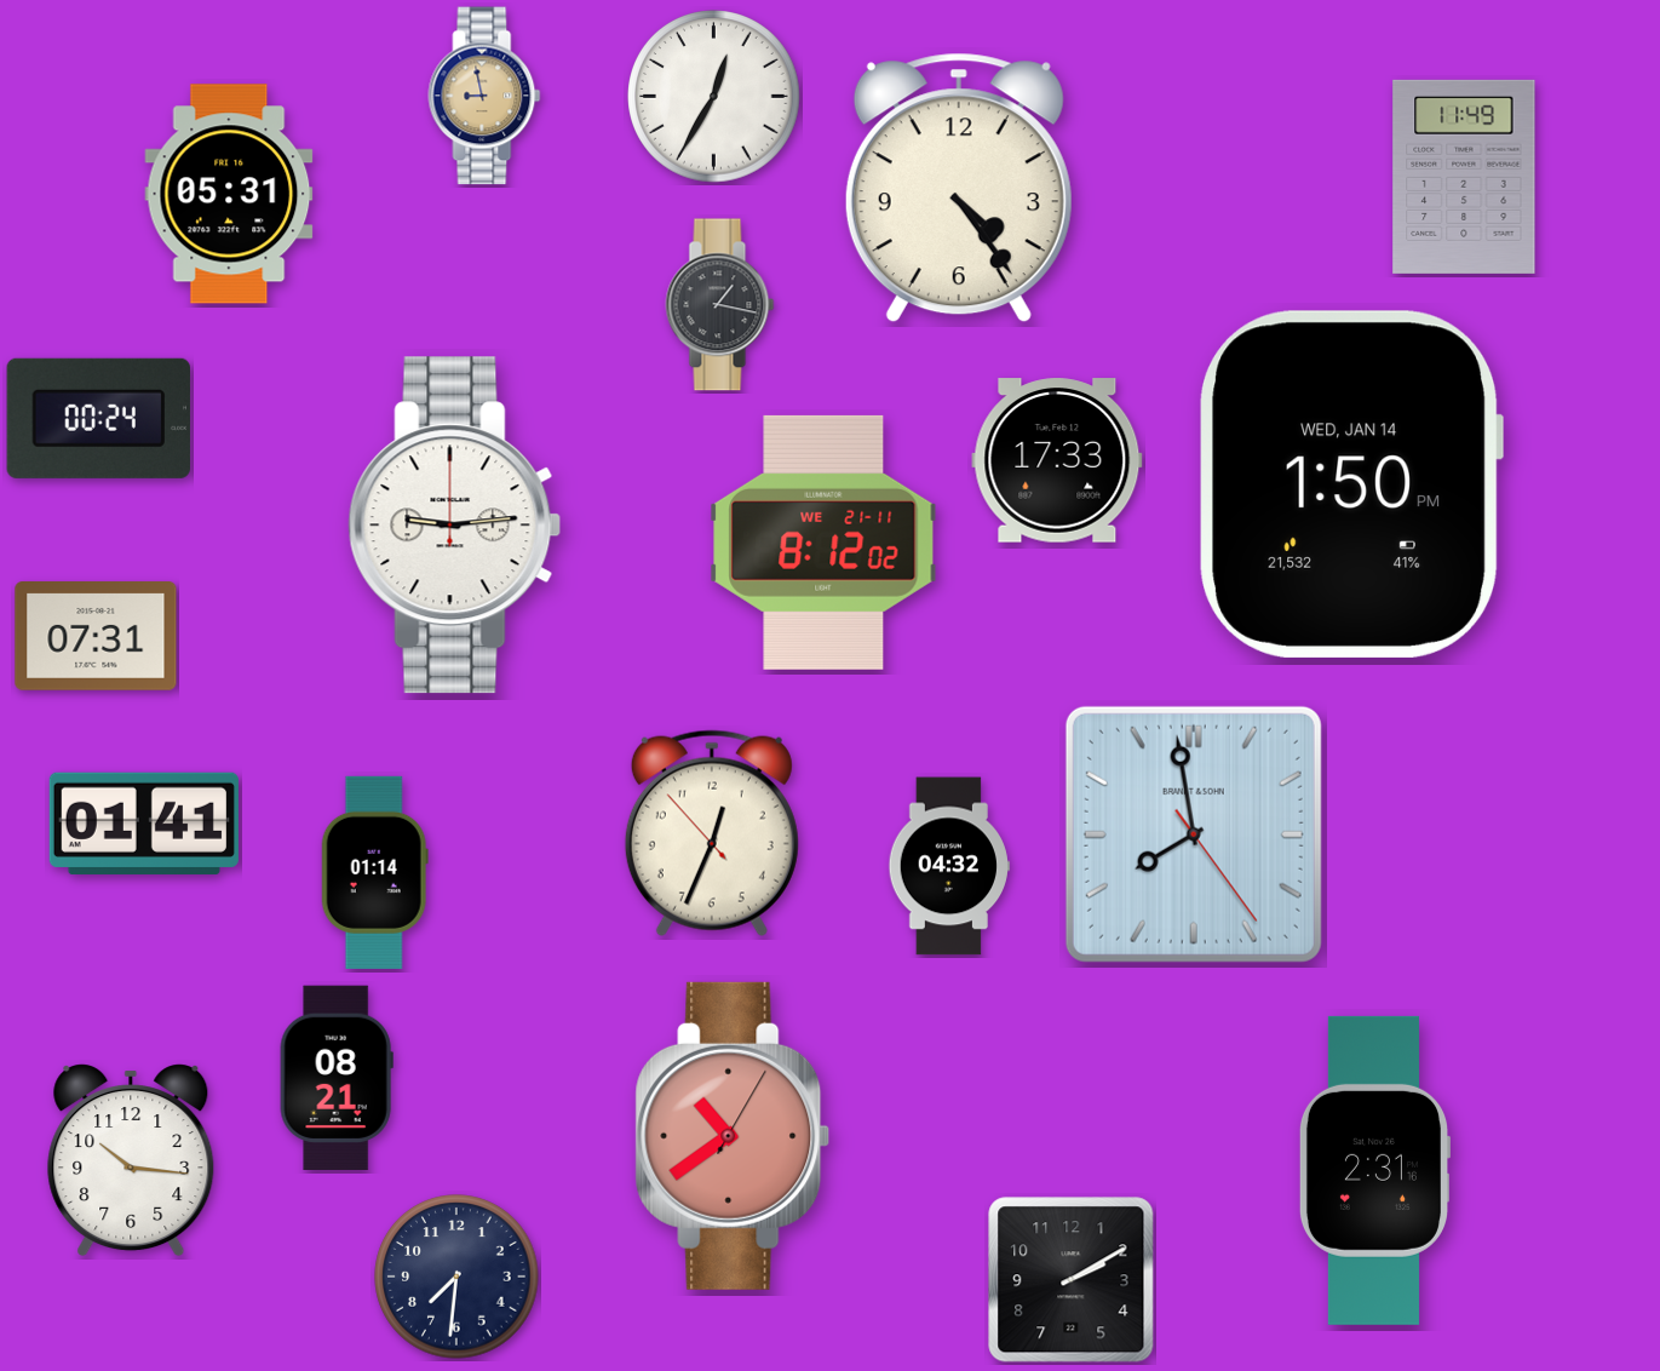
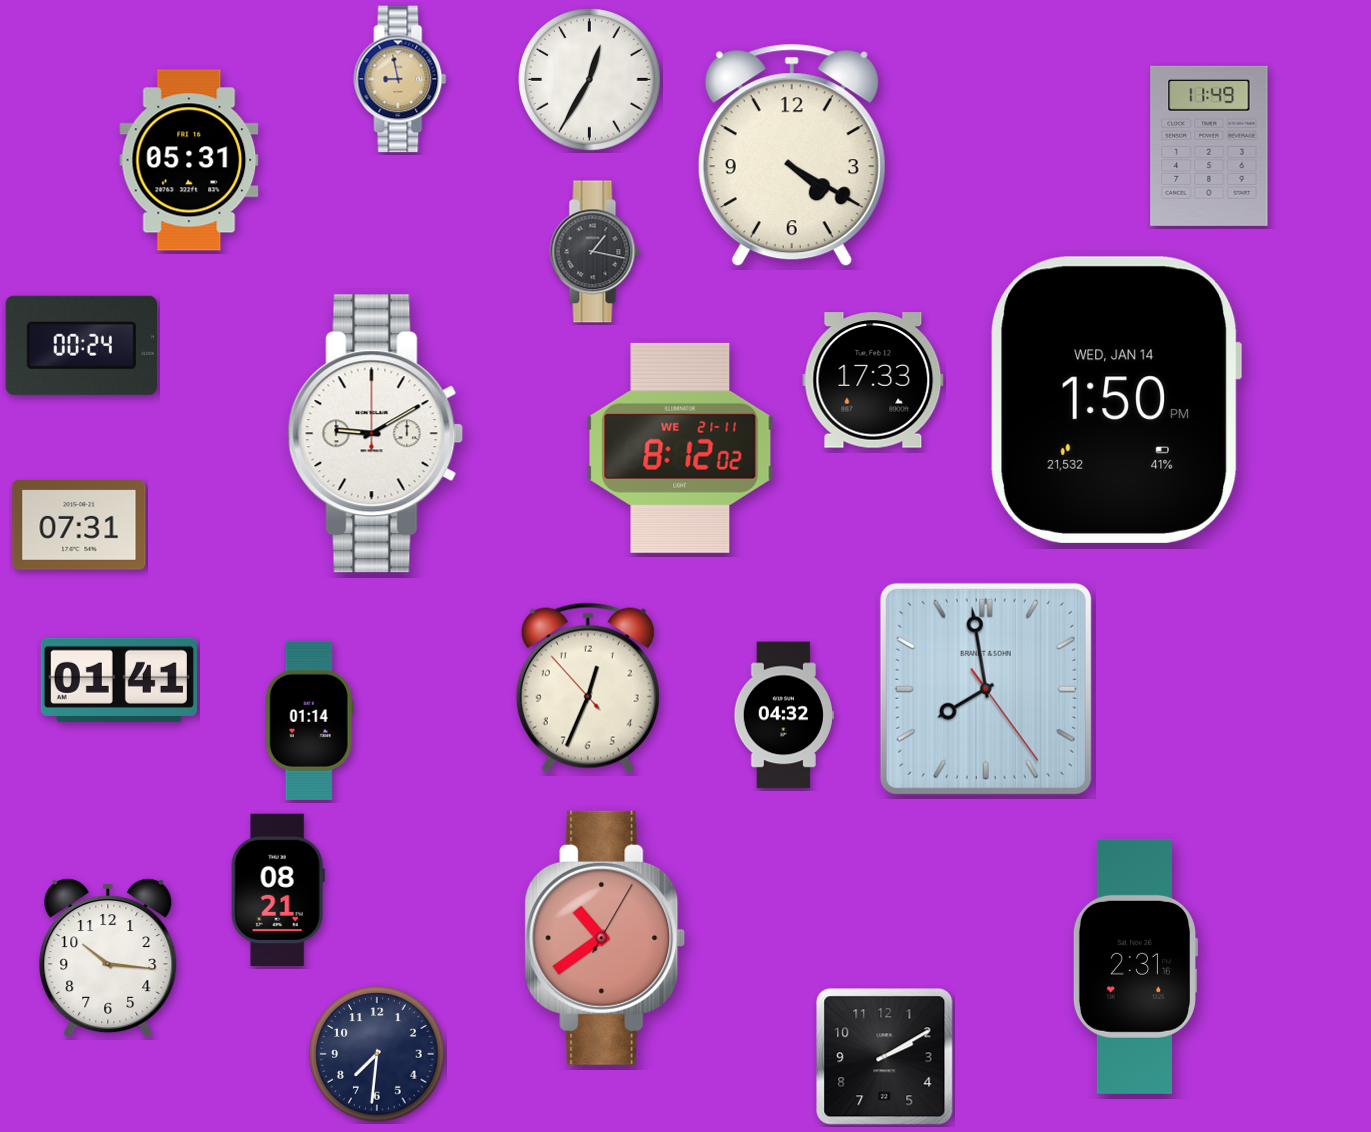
clock at (959, 188): 4:24 -> 4:20
clock at (455, 526): 9:14 -> 9:10
